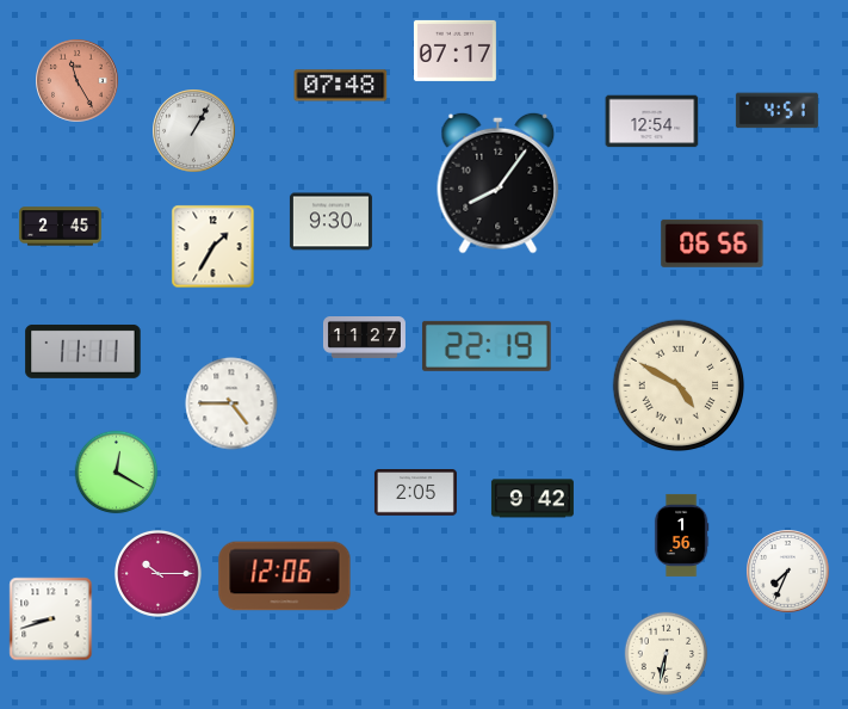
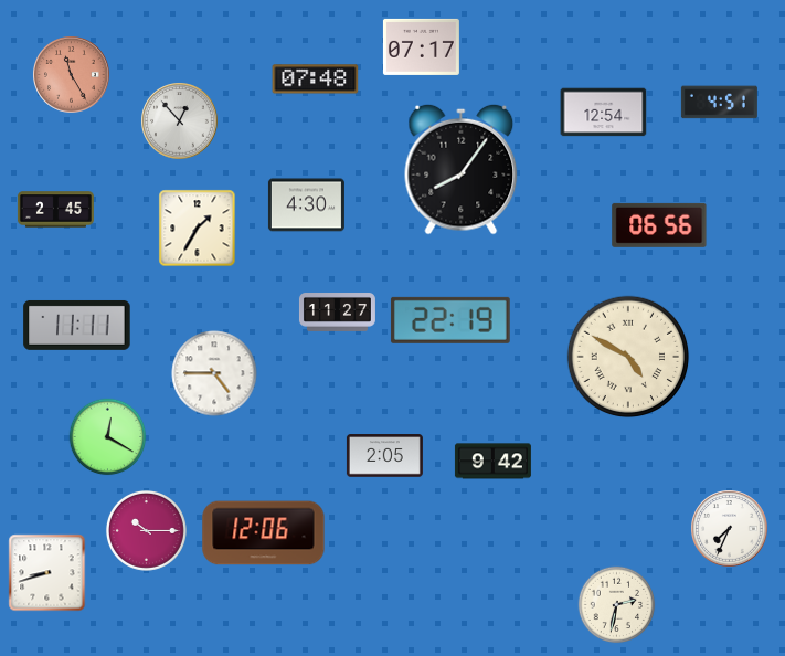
clock at (194, 131): 1:05 -> 12:53
clock at (330, 222): 9:30 -> 4:30
clock at (681, 535): 1:56 -> none
clock at (667, 654): 6:32 -> 2:32
